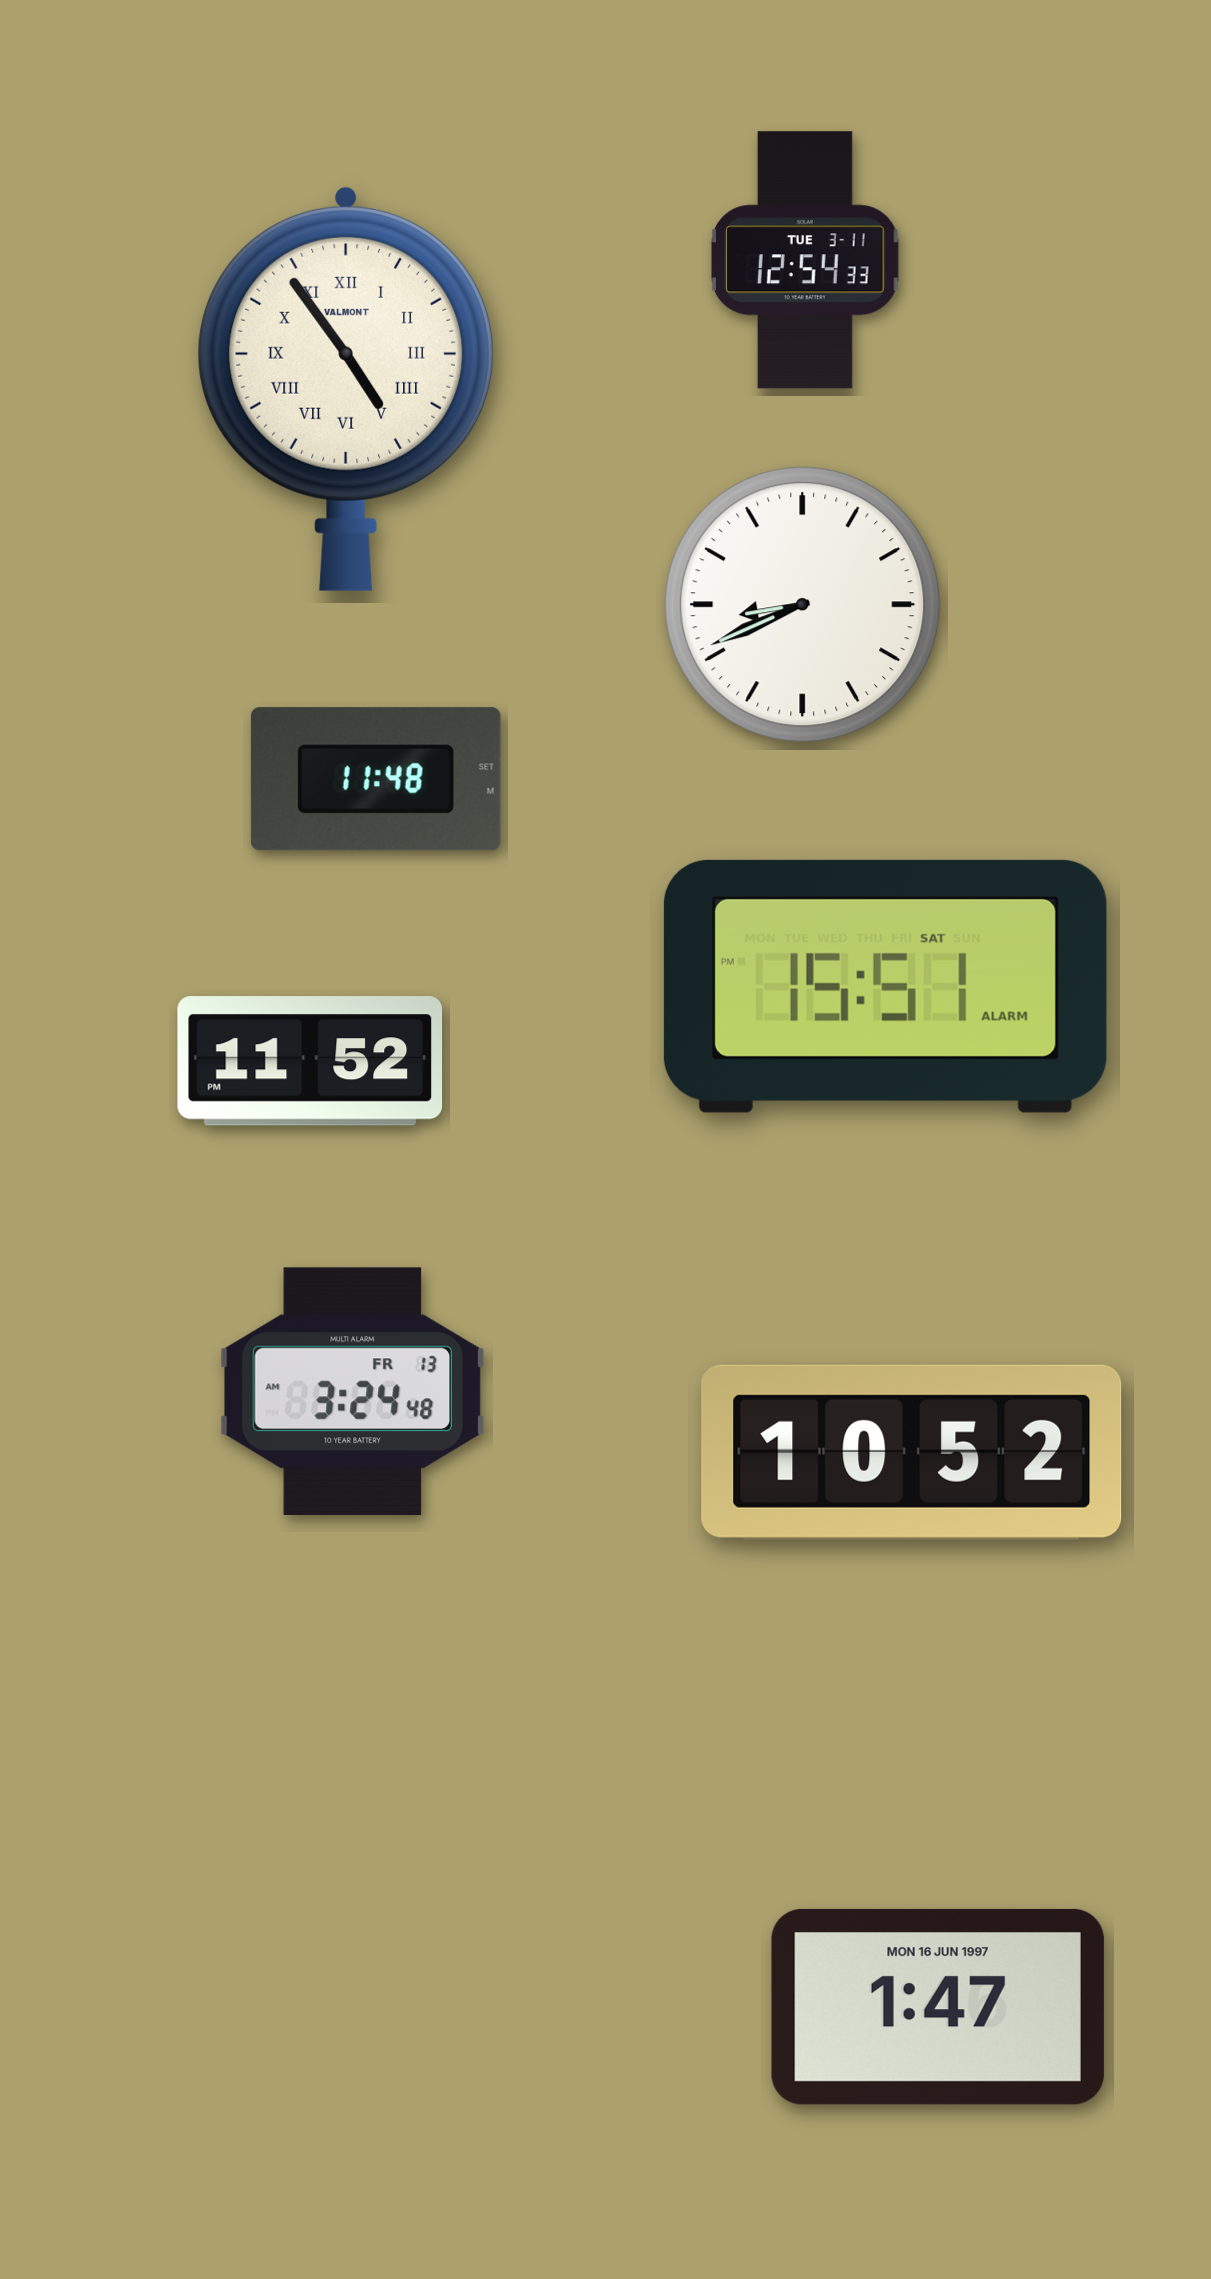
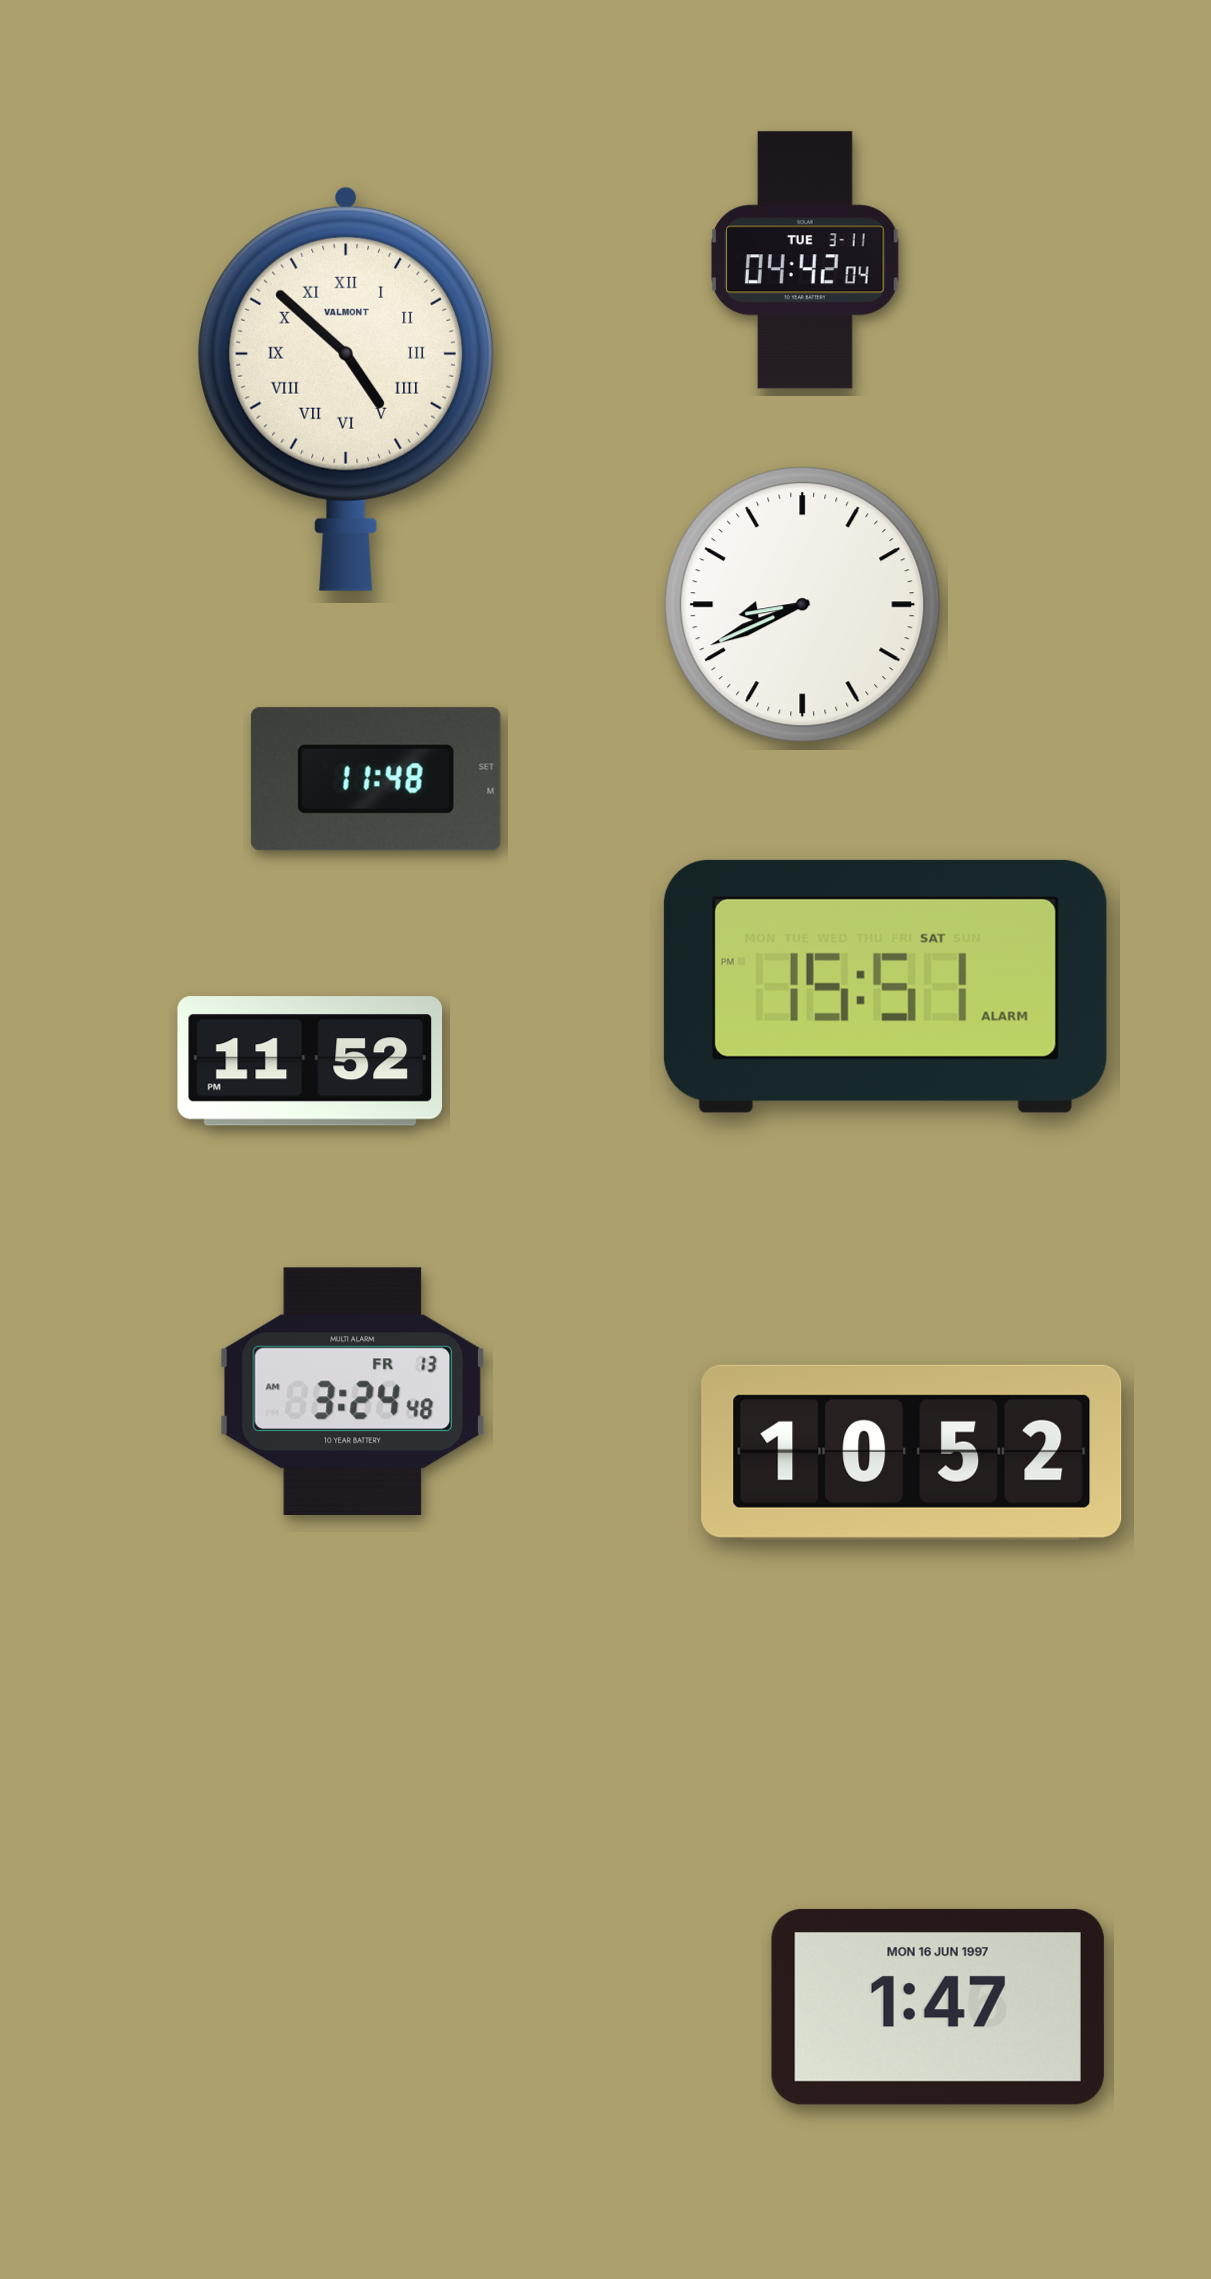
clock at (806, 260): 12:54 -> 04:42
clock at (345, 388): 4:54 -> 4:52
